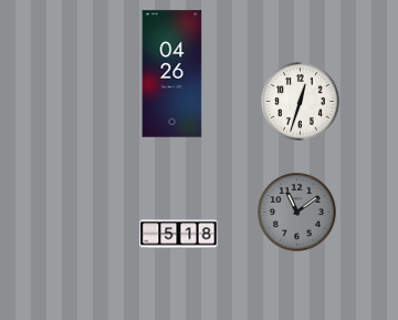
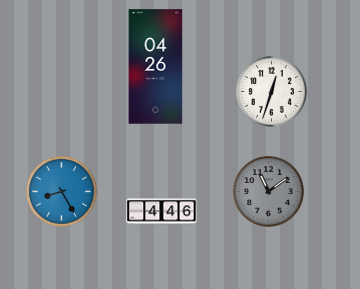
clock at (62, 192): none -> 8:25
clock at (179, 235): 5:18 -> 4:46
